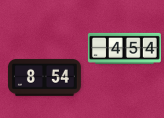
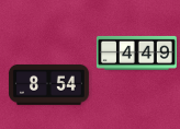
clock at (124, 48): 4:54 -> 4:49
